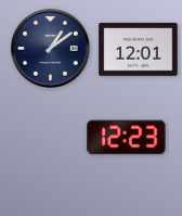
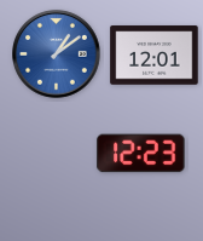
clock at (51, 49) dial: navy -> blue
